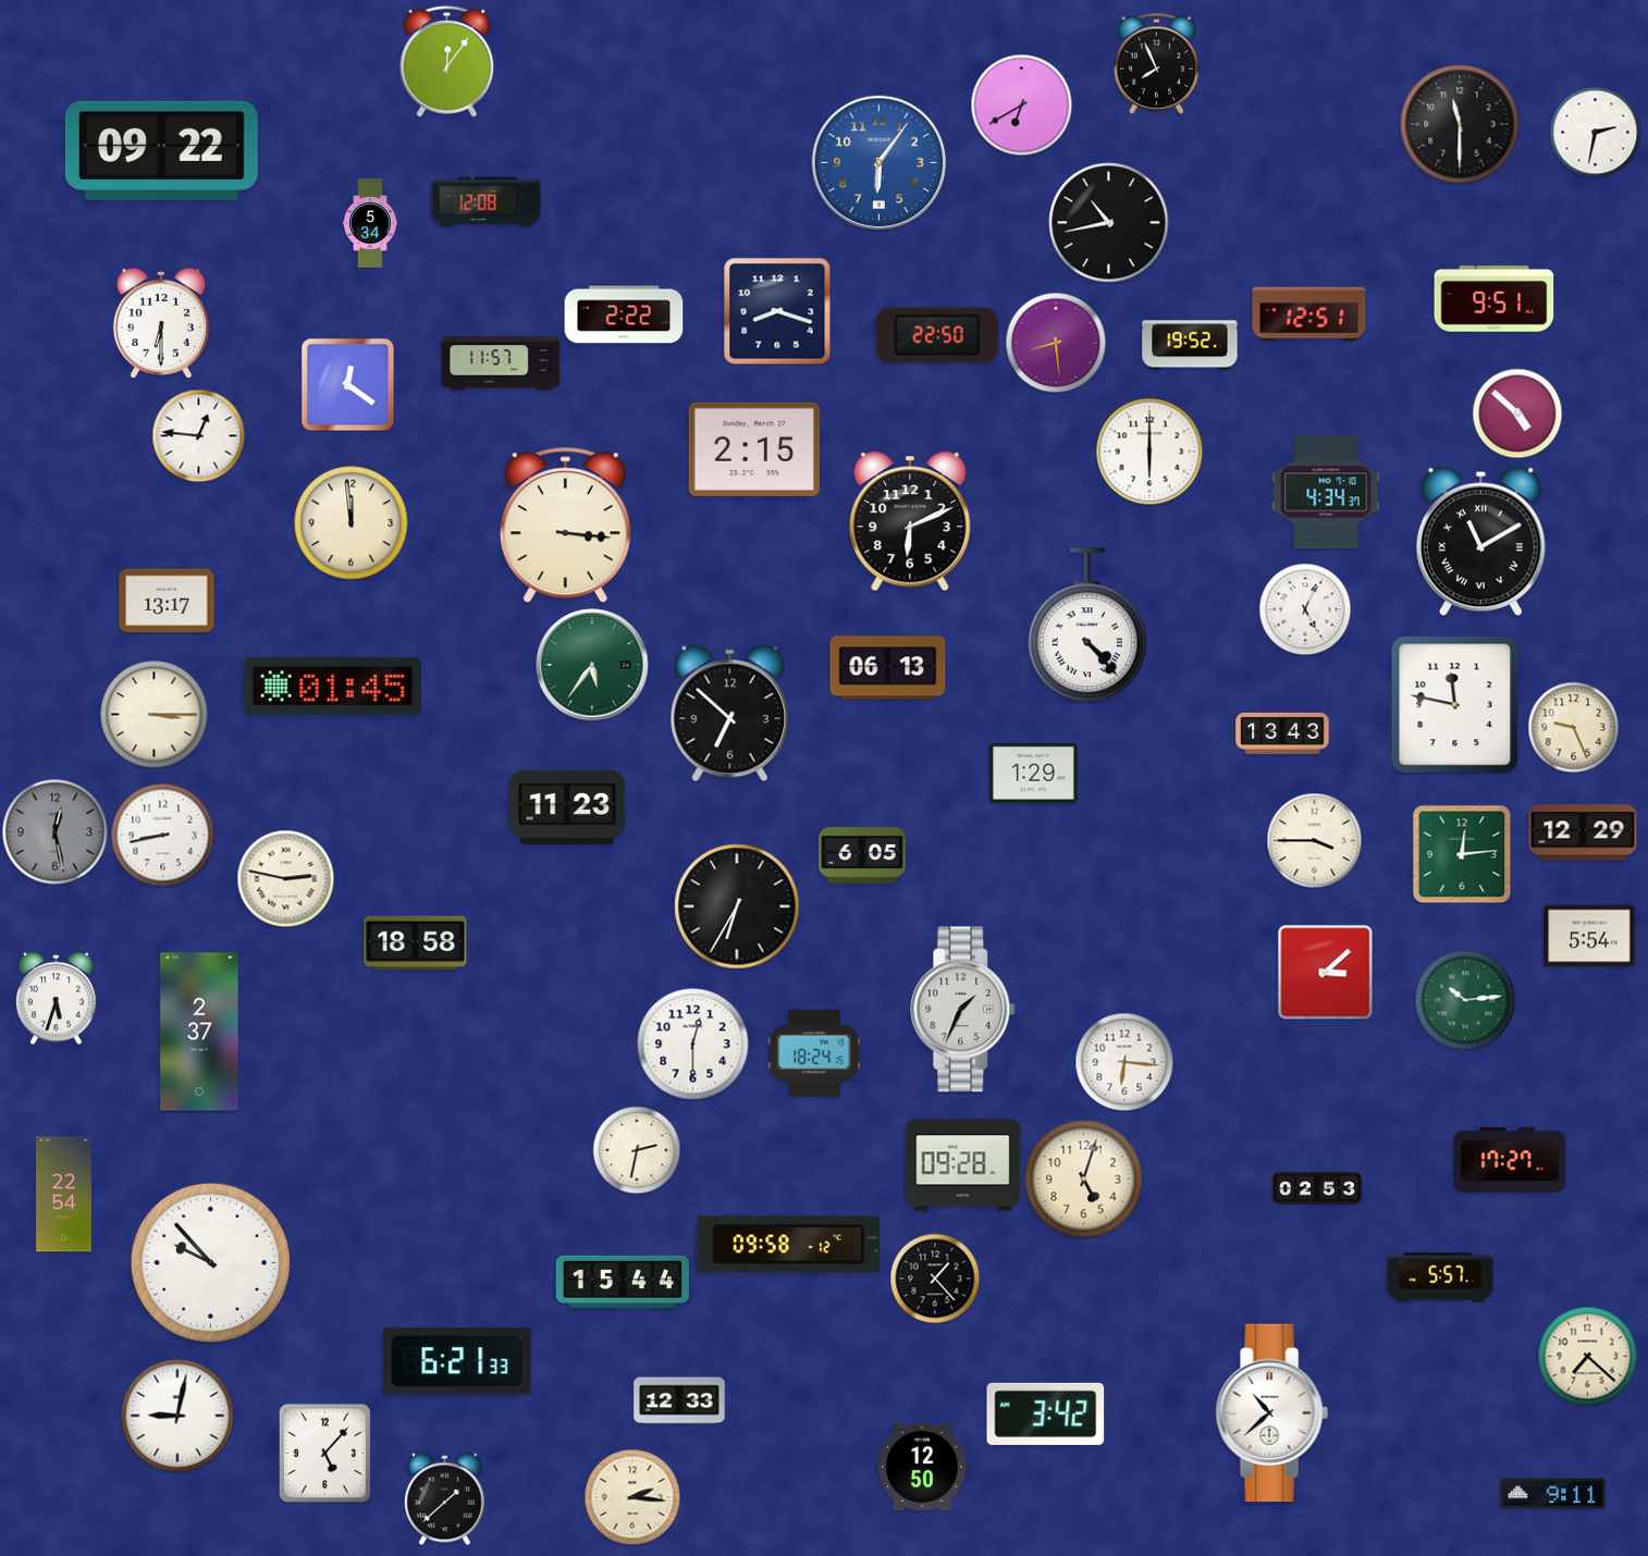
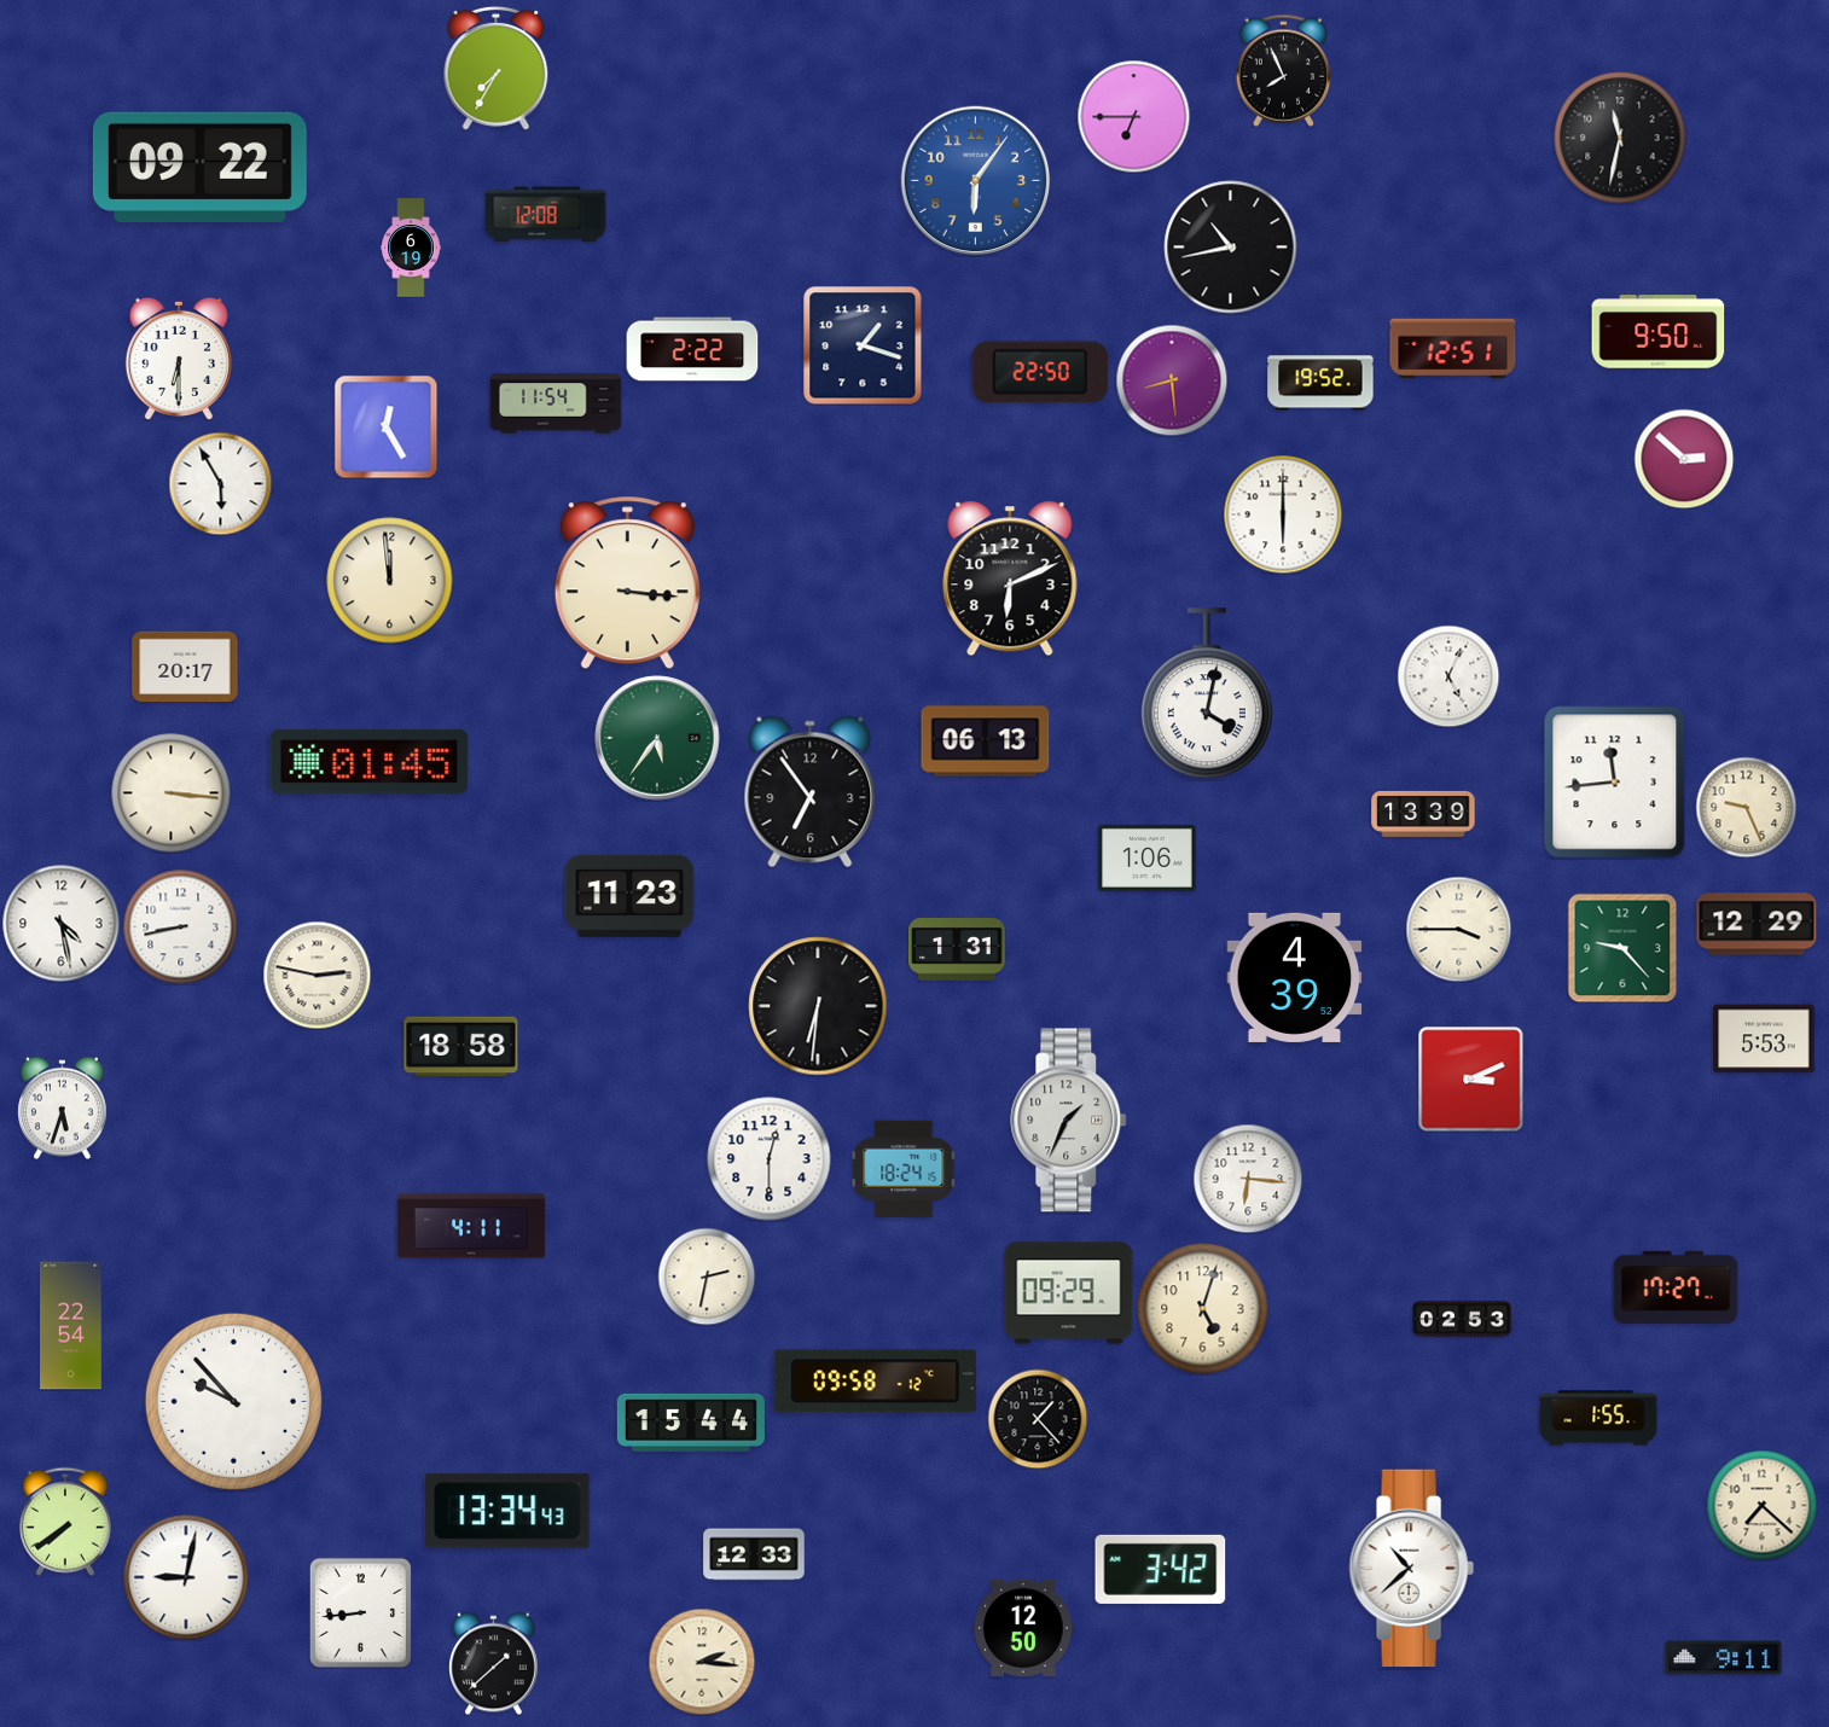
clock at (447, 61): 12:06 -> 7:35
clock at (1021, 104): 6:40 -> 6:45
clock at (1460, 124): 11:30 -> 11:32
clock at (1595, 132): 2:32 -> none
clock at (161, 150) position: (161, 150) -> (199, 167)
clock at (487, 202) position: (487, 202) -> (546, 215)
clock at (370, 223): 5:34 -> 6:19
clock at (1495, 299): 9:51 -> 9:50
clock at (777, 311): 8:18 -> 1:18
clock at (501, 363): 11:57 -> 11:54
clock at (347, 384): 12:21 -> 12:25
clock at (1517, 413): 4:52 -> 2:52
clock at (198, 435): 12:46 -> 5:55
clock at (754, 449): 2:15 -> none
clock at (1149, 452) position: (1149, 452) -> (1283, 514)
clock at (1326, 492): 4:34 -> none
clock at (1480, 542): 11:10 -> none
clock at (167, 601): 13:17 -> 20:17
clock at (1087, 626): 4:23 -> 4:02
clock at (1455, 705): 11:47 -> 11:44
clock at (730, 714): 6:52 -> 6:54
clock at (155, 715): 3:15 -> 3:16
clock at (1282, 733): 13:43 -> 13:39
clock at (1034, 773): 1:29 -> 1:06
clock at (54, 831): 12:28 -> 4:28
clock at (54, 831) dial: grey -> white
clock at (1314, 840) position: (1314, 840) -> (1458, 929)
clock at (1462, 854): 12:14 -> 9:23
clock at (863, 856): 6:05 -> 1:31
clock at (1295, 977): none -> 4:39
clock at (737, 906): 6:35 -> 6:31
clock at (1589, 936): 5:54 -> 5:53
clock at (1325, 972): 3:08 -> 3:11
clock at (1465, 1000): 10:14 -> none
clock at (199, 1032): 2:37 -> none
clock at (471, 1226): none -> 4:11
clock at (963, 1165): 09:28 -> 09:29
clock at (1440, 1277): 5:57 -> 1:55
clock at (457, 1361): 6:21 -> 13:34
clock at (65, 1522): none -> 7:39
clock at (177, 1416) position: (177, 1416) -> (186, 1577)
clock at (324, 1453): 5:07 -> 8:44
